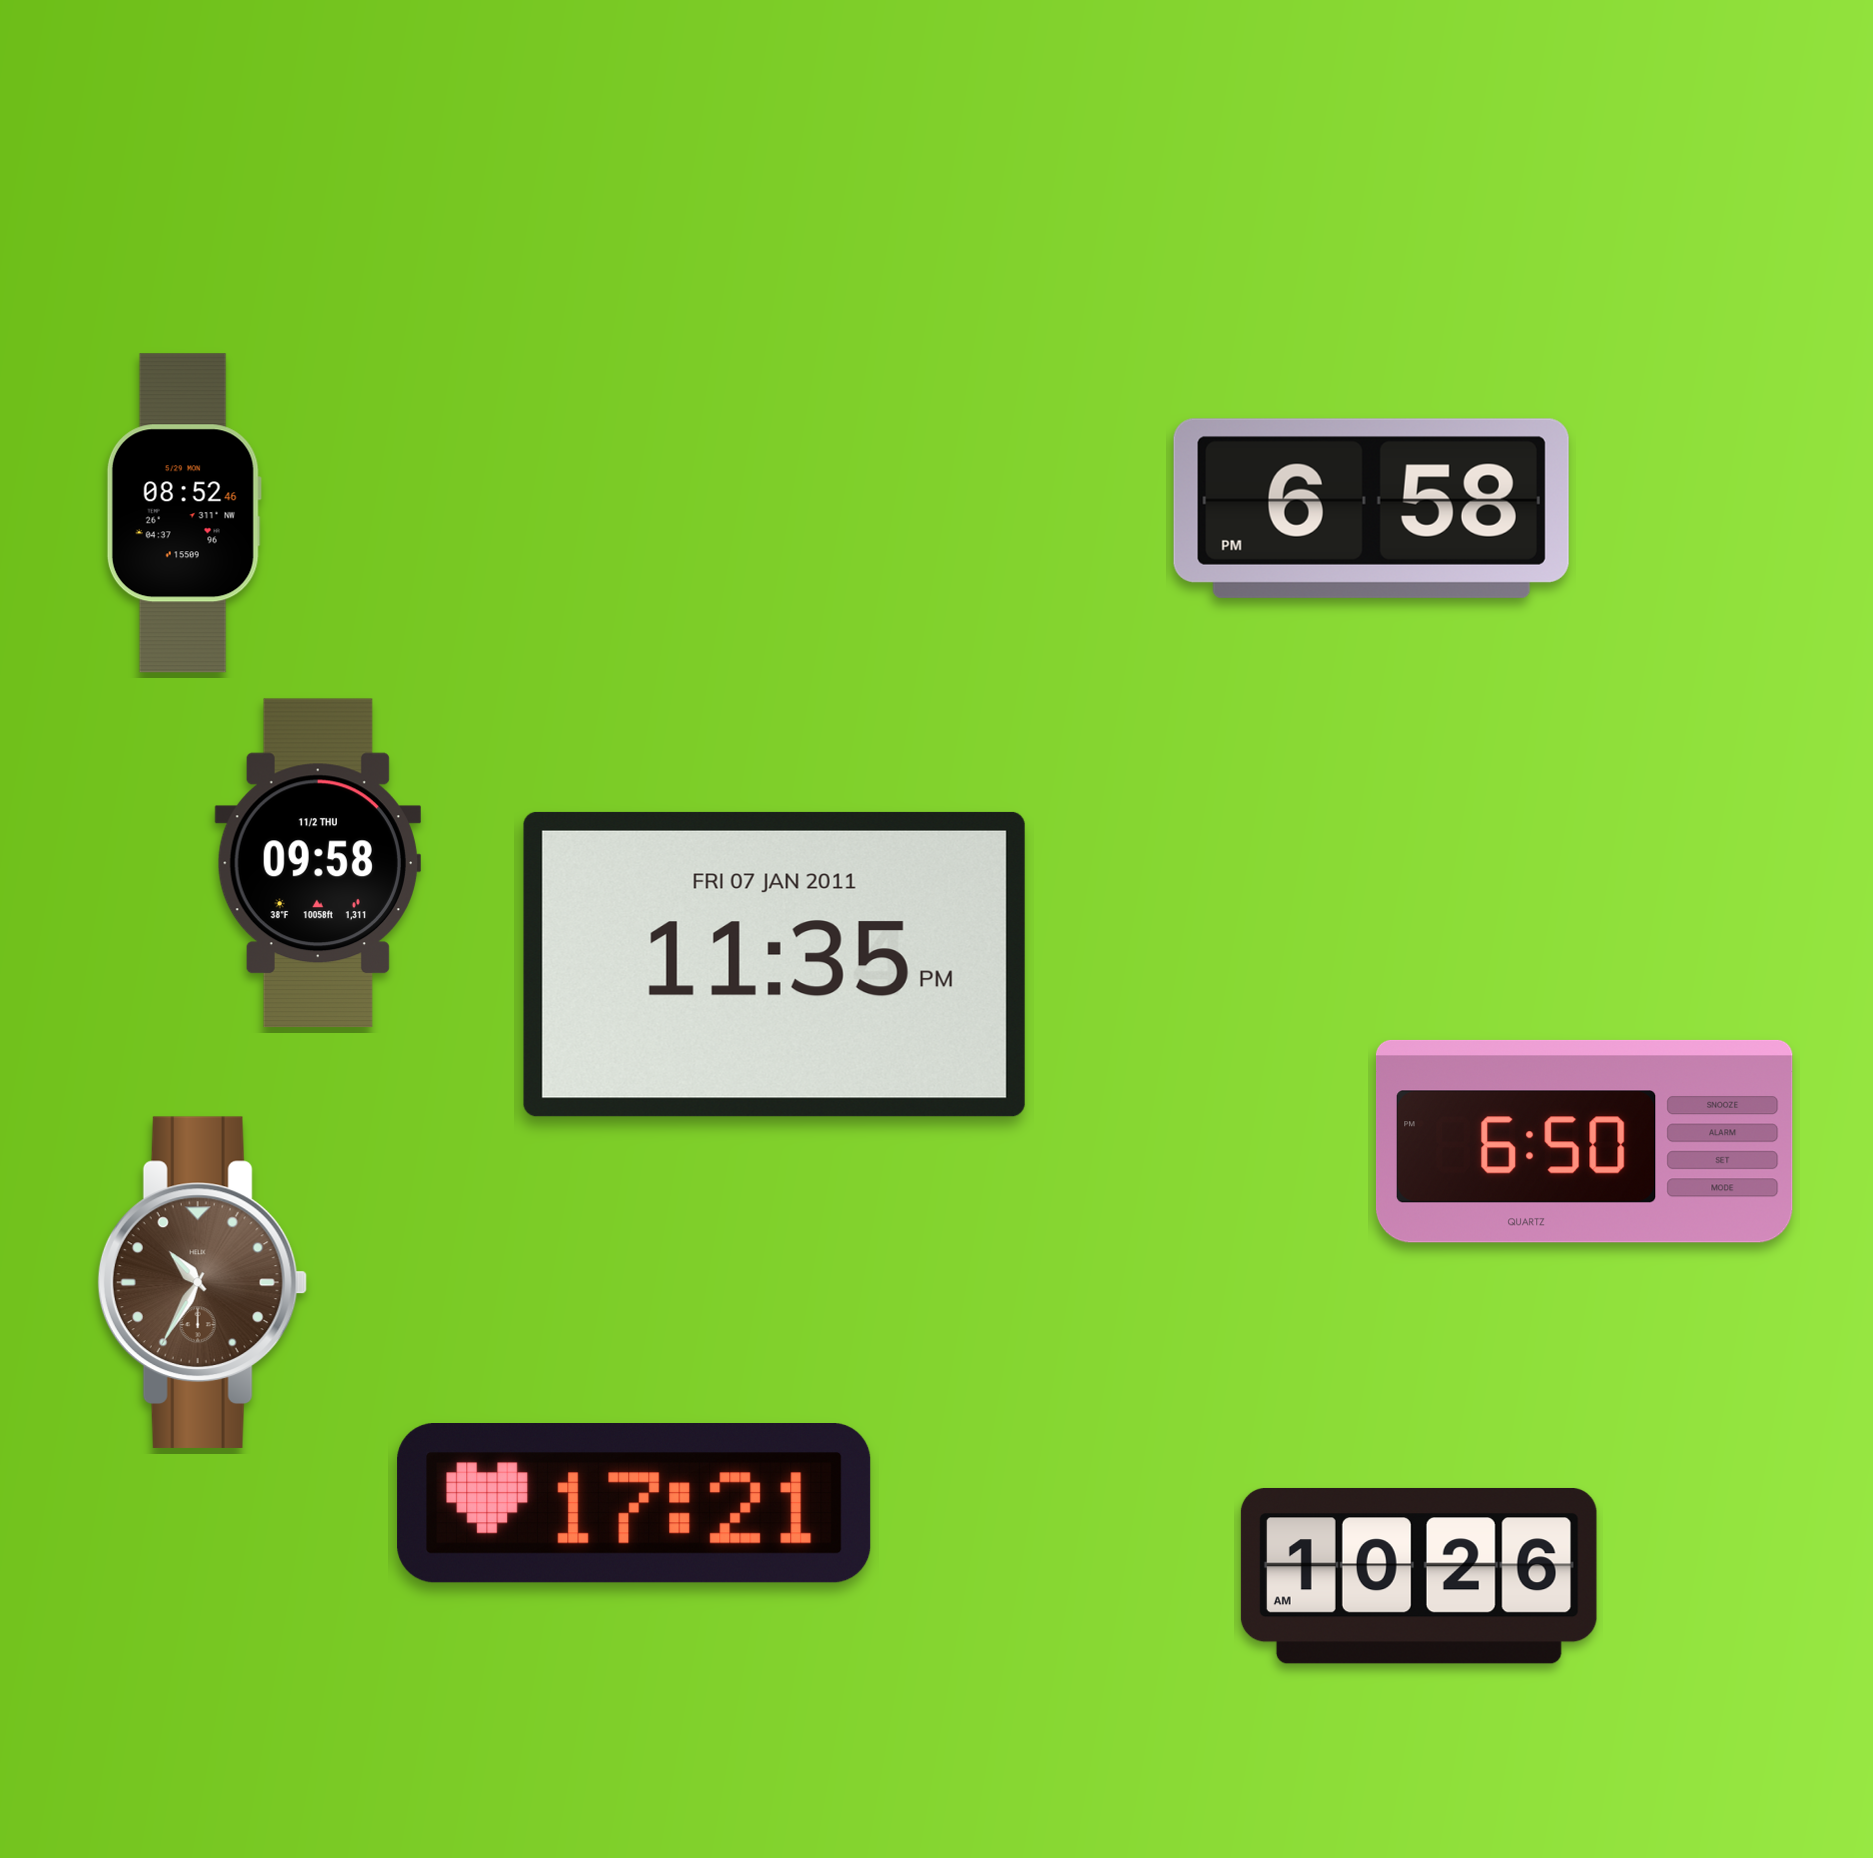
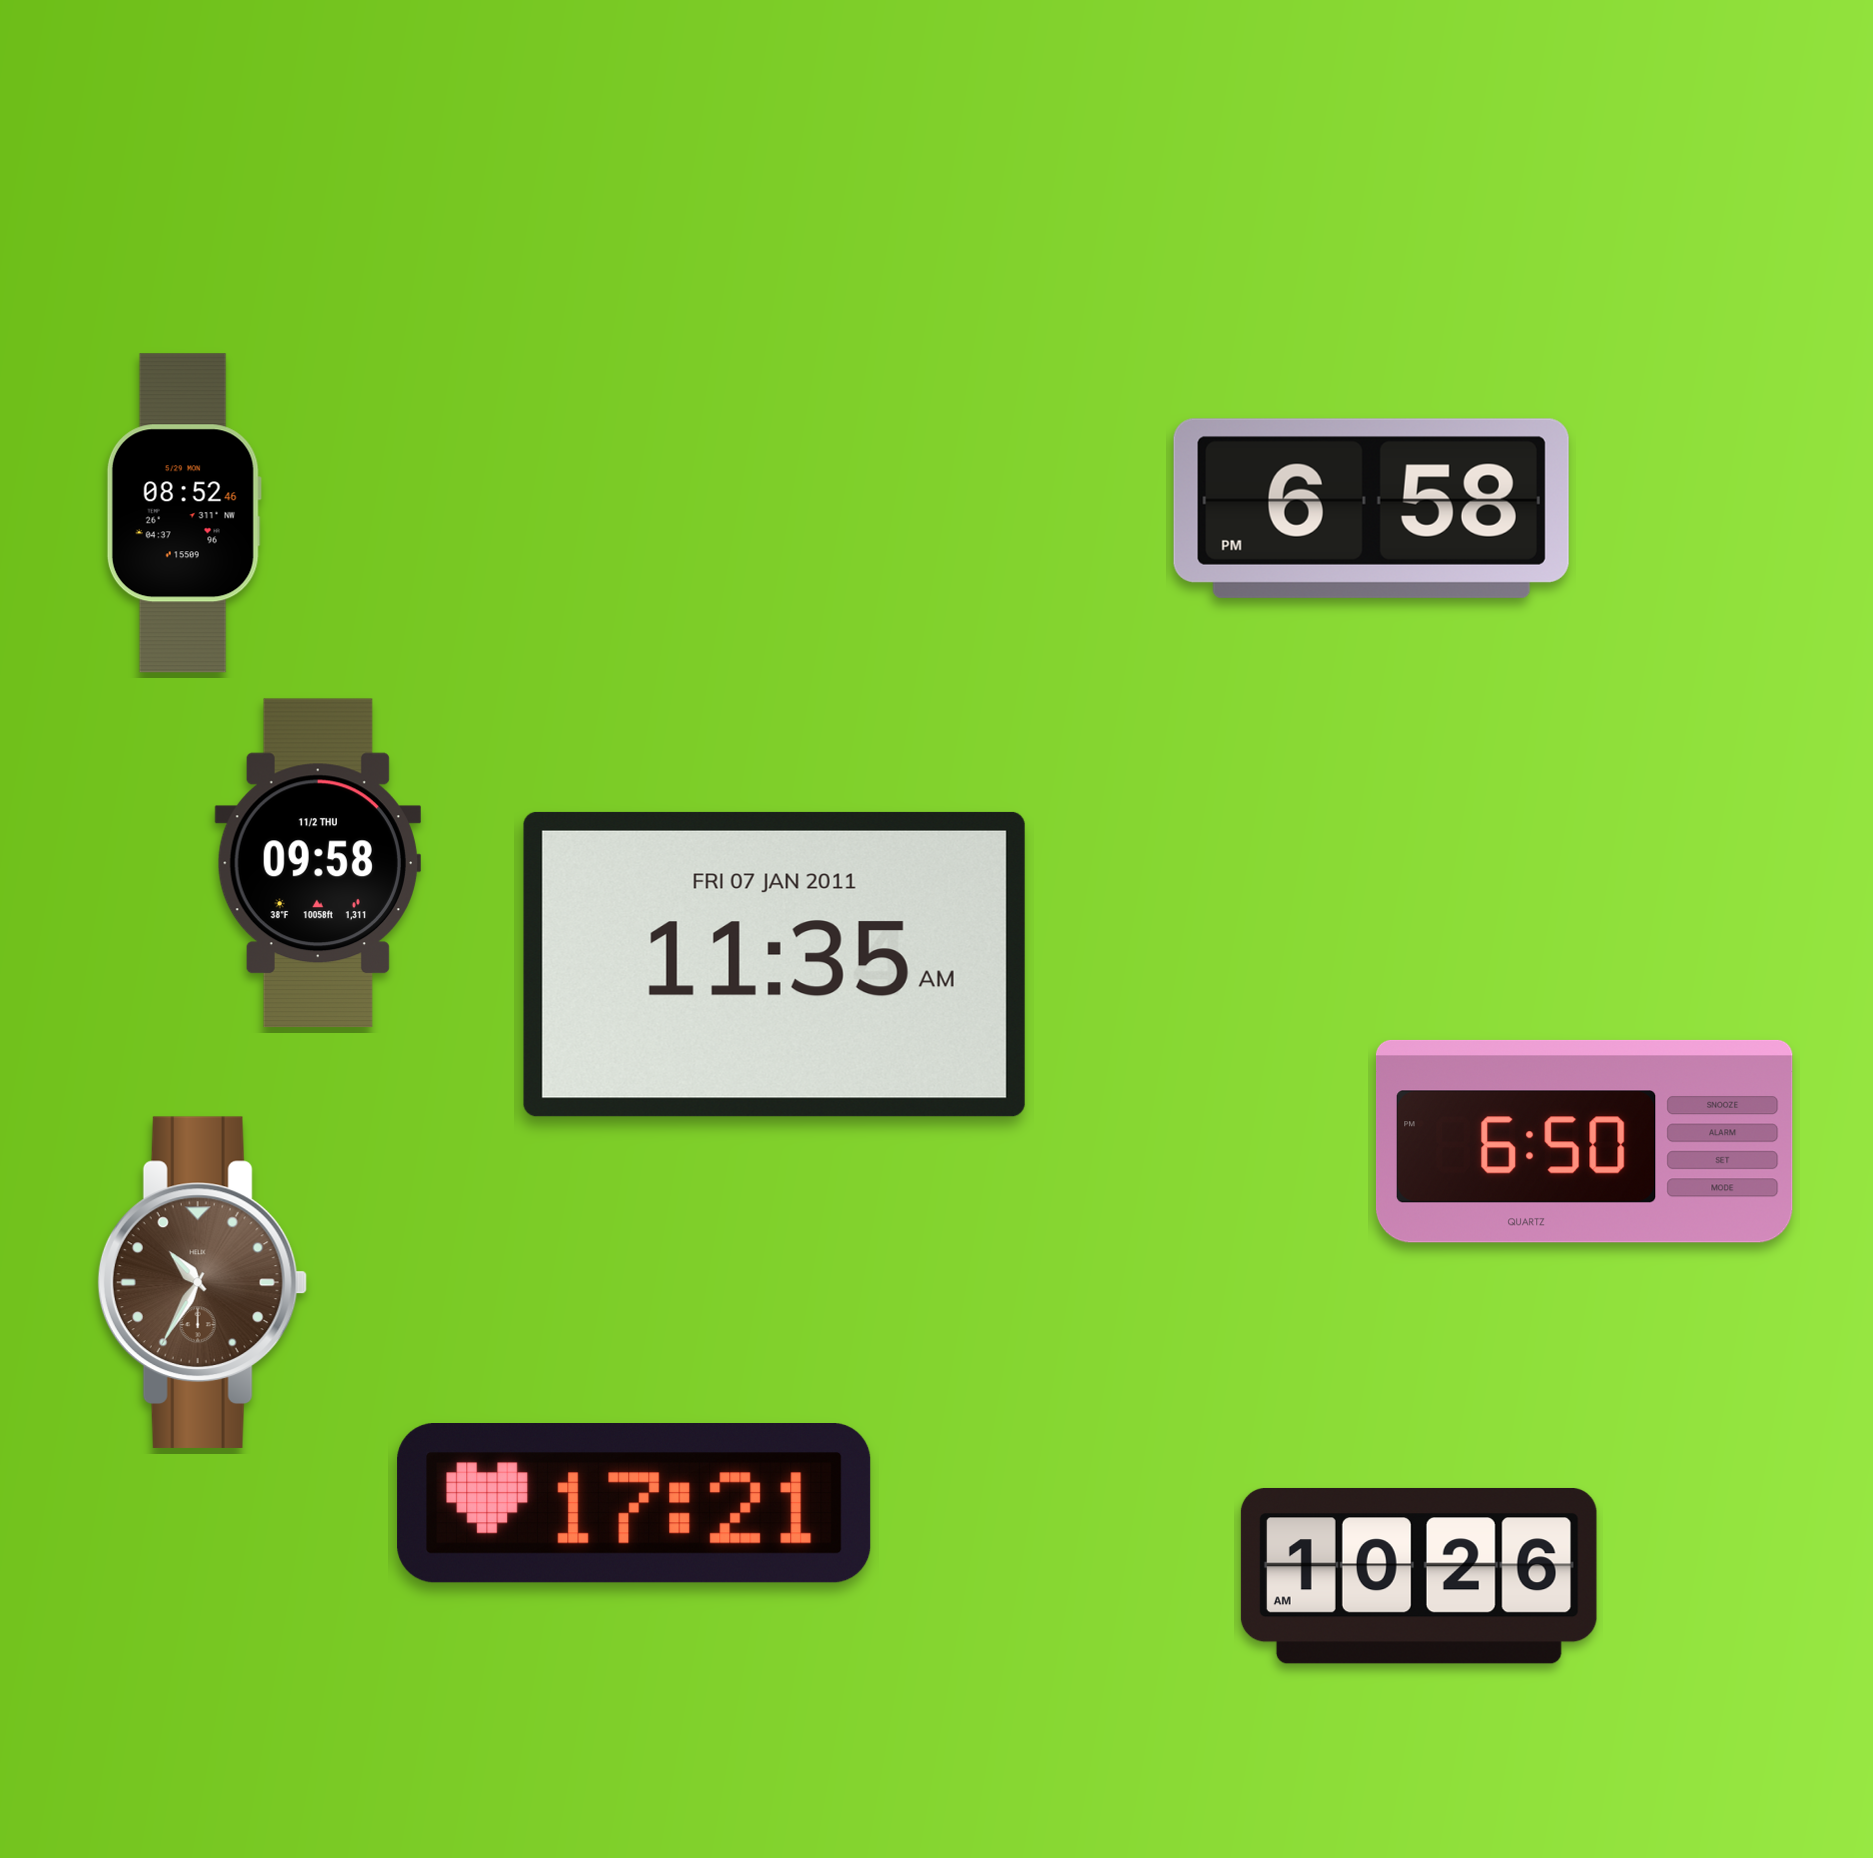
clock at (774, 964): 11:35 PM -> 11:35 AM
